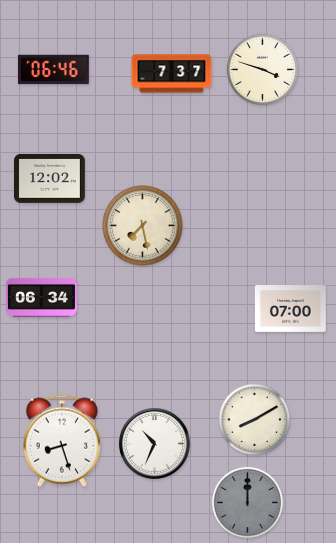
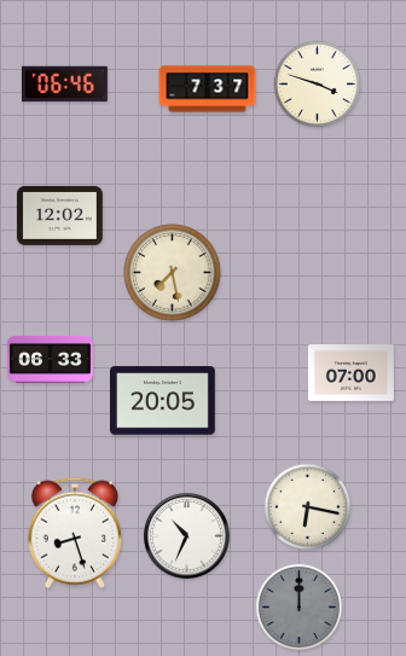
clock at (42, 297): 06:34 -> 06:33
clock at (163, 401): none -> 20:05
clock at (255, 420): 8:10 -> 6:17
